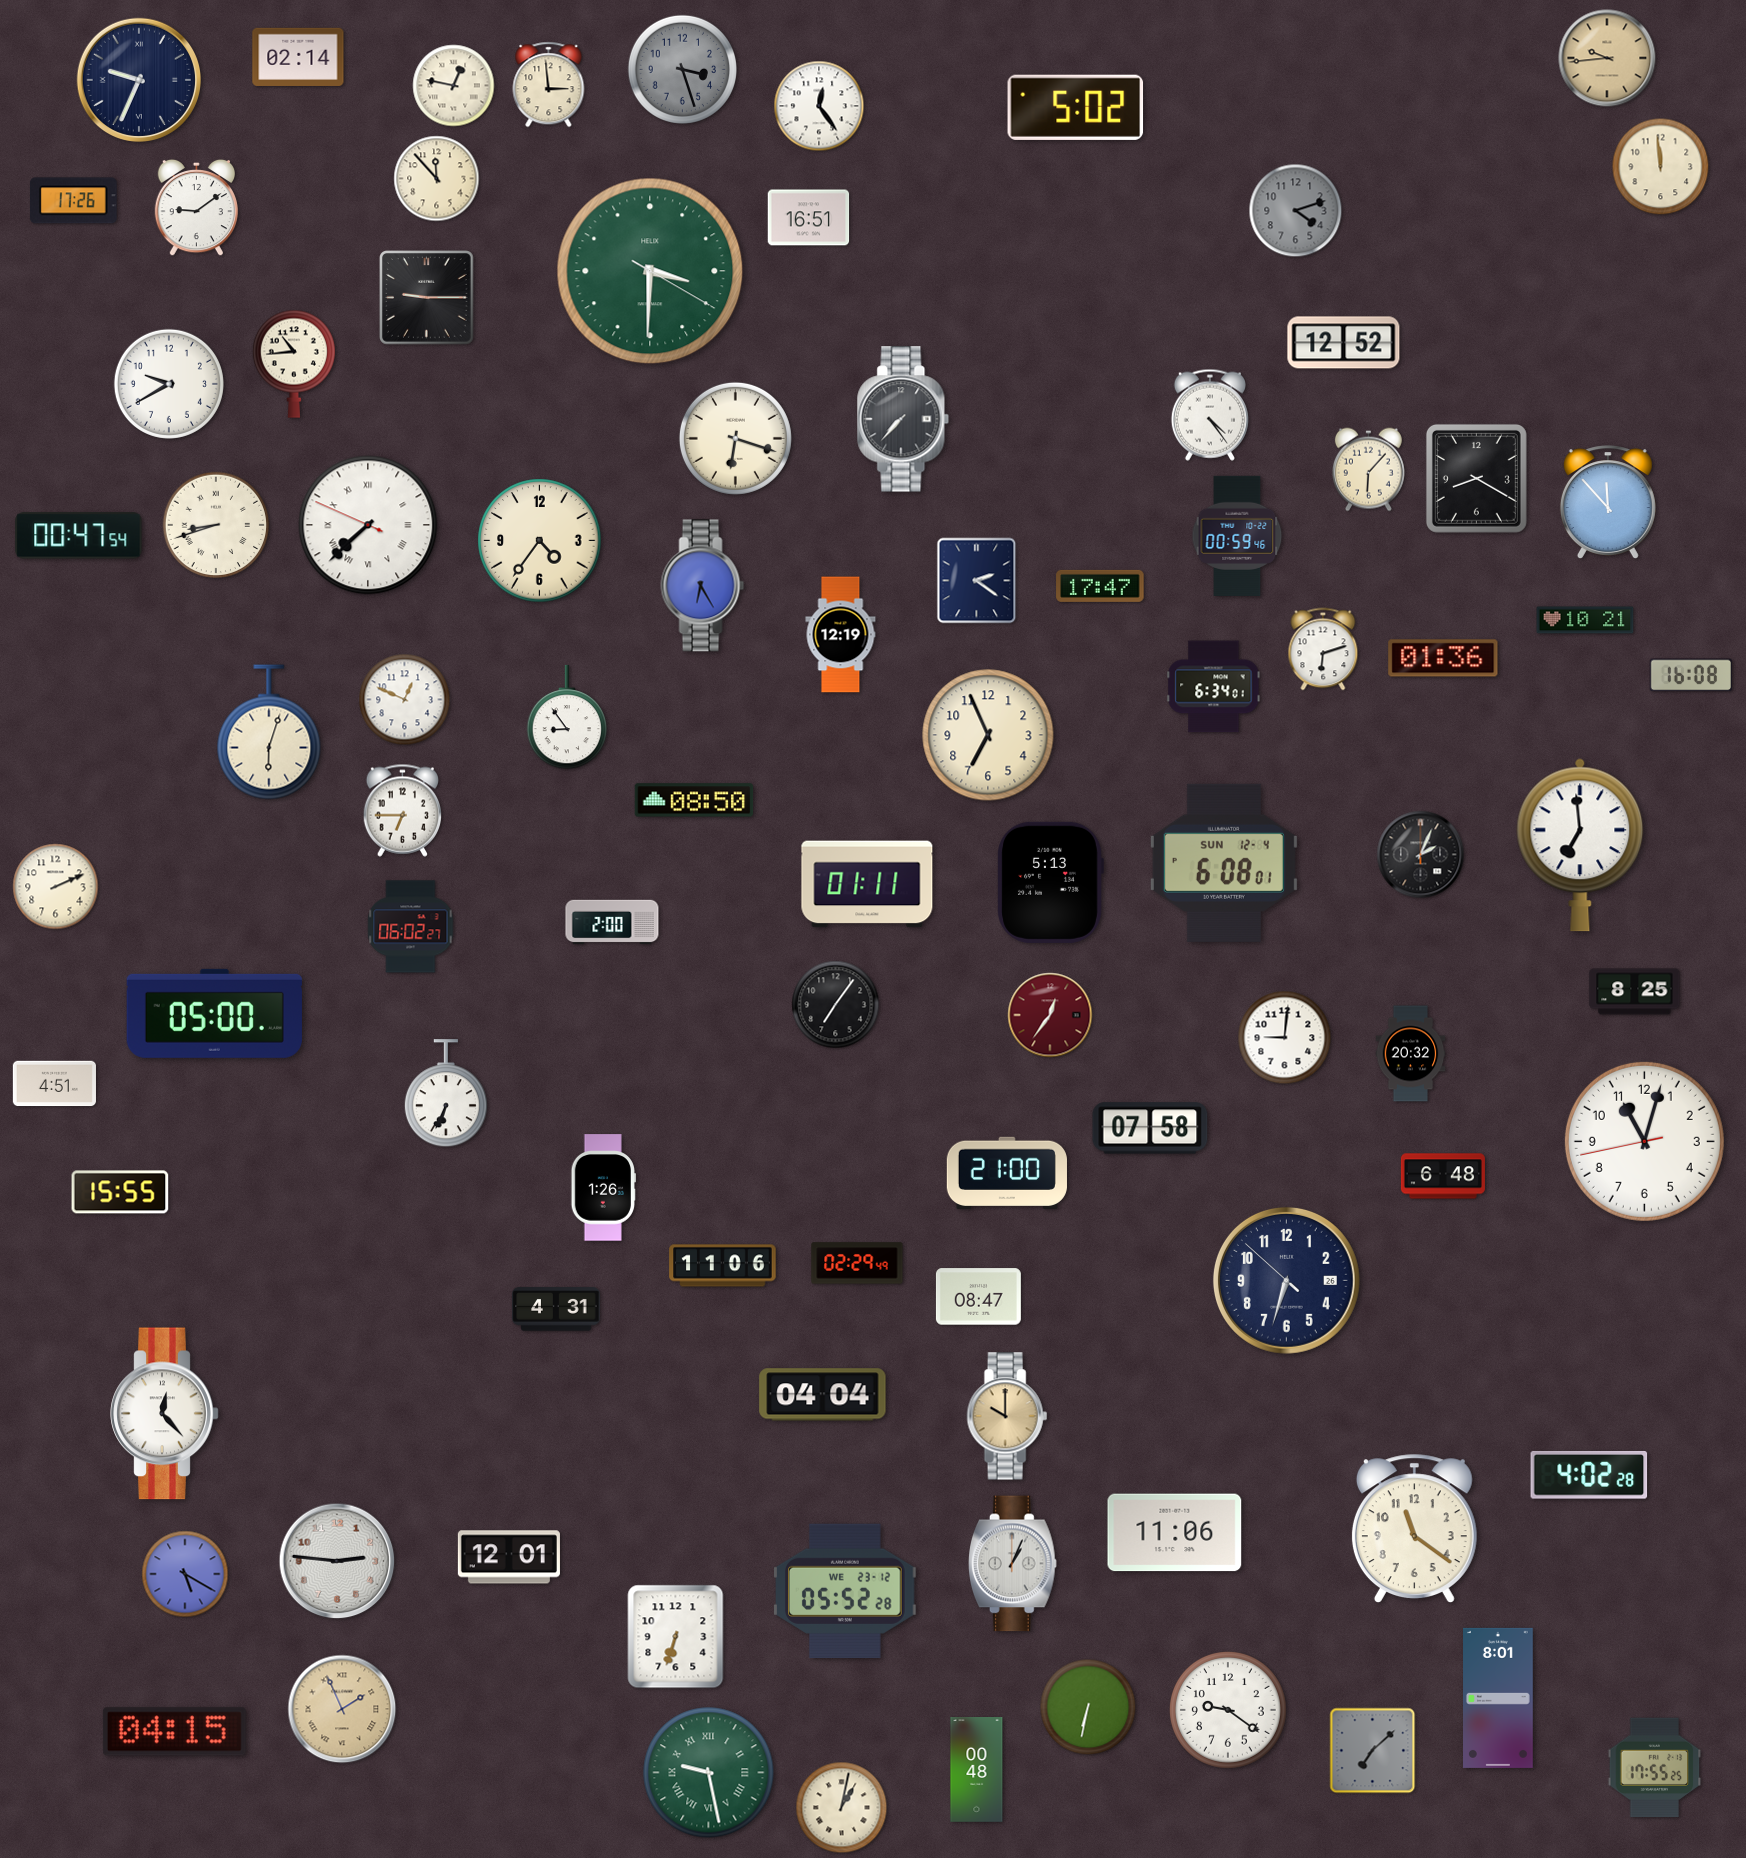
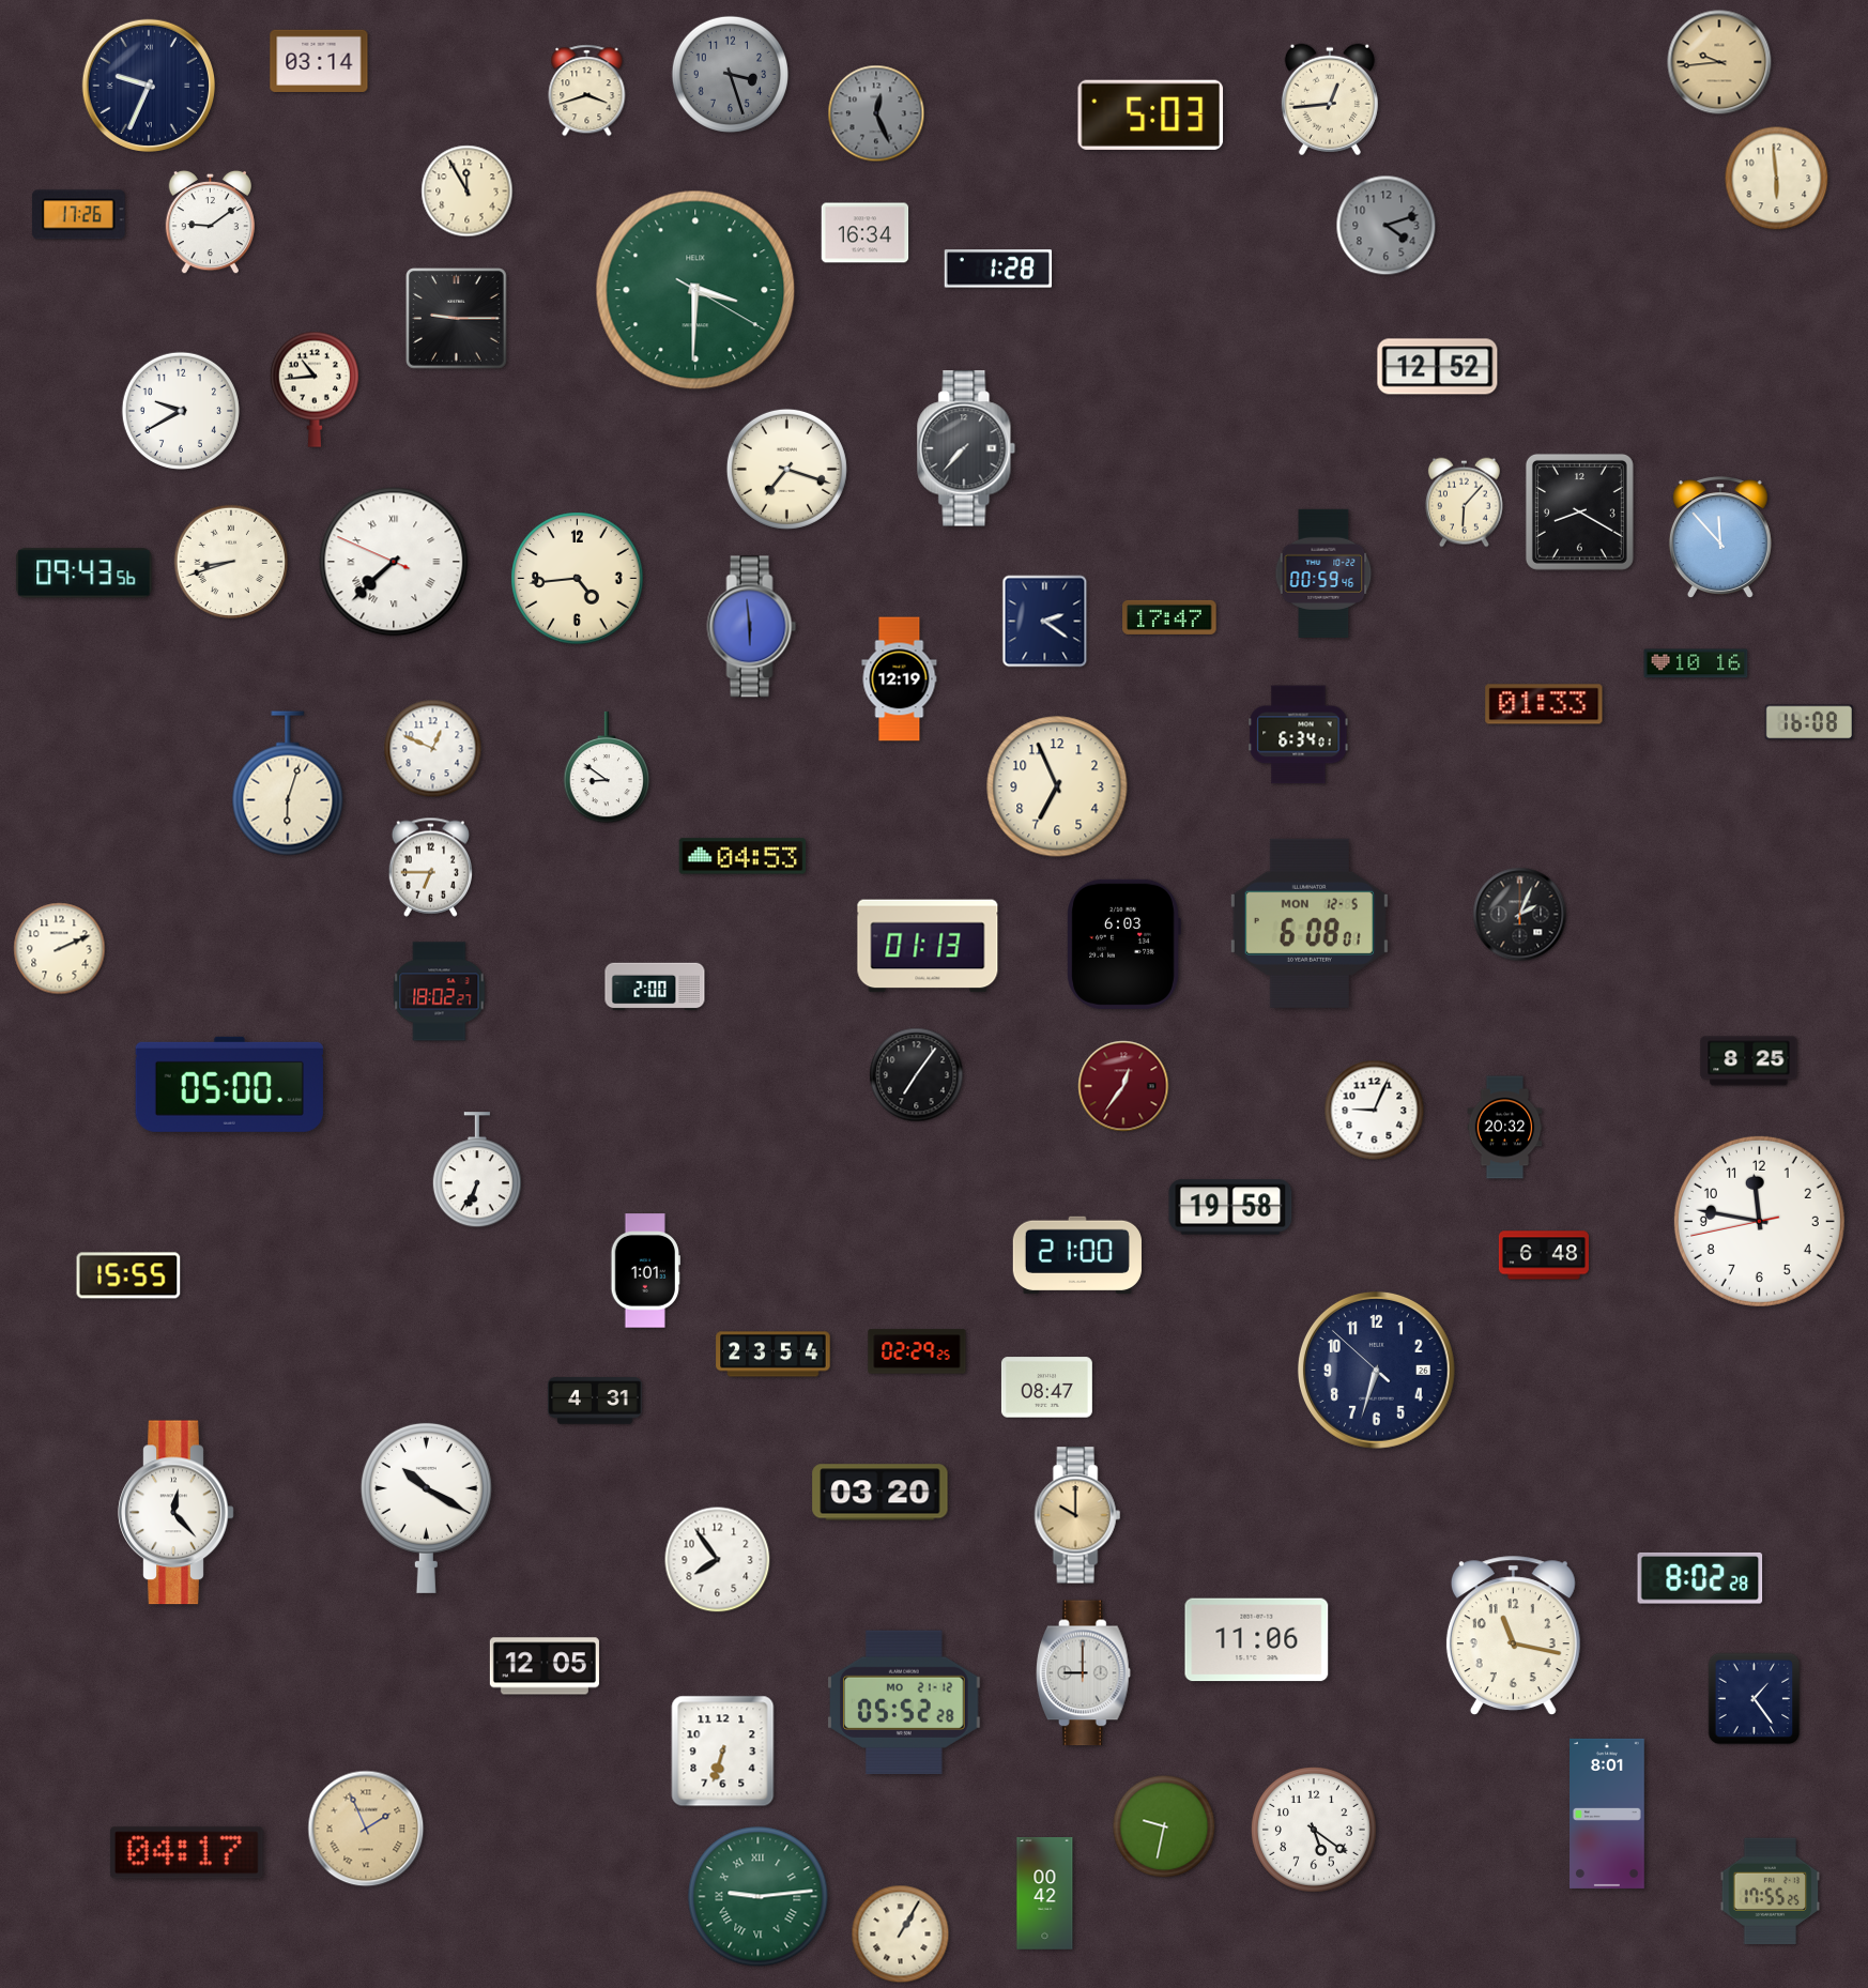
clock at (298, 57): 02:14 -> 03:14
clock at (549, 85): 2:59 -> 3:42
clock at (454, 86): 12:47 -> none
clock at (1330, 100): none -> 12:44
clock at (819, 106): 12:24 -> 12:26
clock at (819, 106) dial: white -> grey
clock at (1076, 107): 5:02 -> 5:03
clock at (1661, 167): 11:59 -> 5:59
clock at (437, 179): 11:53 -> 11:55
clock at (809, 218): 16:51 -> 16:34
clock at (998, 269): none -> 1:28
clock at (1210, 415): 4:24 -> none
clock at (735, 438): 6:18 -> 7:18
clock at (79, 536): 00:47 -> 09:43
clock at (540, 541): 4:36 -> 4:44
clock at (703, 586): 6:25 -> 5:59
clock at (1100, 586) position: (1100, 586) -> (1169, 617)
clock at (1585, 620): 10:21 -> 10:16
clock at (1323, 649): 6:12 -> none
clock at (1443, 658): 01:36 -> 01:33
clock at (567, 717): 8:54 -> 8:51
clock at (694, 800): 08:50 -> 04:53
clock at (1580, 845): 6:59 -> none
clock at (1224, 863) date: SUN 12-4 -> MON 12-5
clock at (1050, 882): 5:13 -> 6:03
clock at (867, 884): 01:11 -> 01:13
clock at (411, 927): 06:02 -> 18:02
clock at (836, 1005) position: (836, 1005) -> (917, 1075)
clock at (1285, 1038): 9:01 -> 9:04
clock at (1411, 1054) position: (1411, 1054) -> (1505, 1128)
clock at (54, 1084): 4:51 -> none
clock at (1150, 1128): 07:58 -> 19:58
clock at (1644, 1141): 11:02 -> 11:46
clock at (1443, 1176) position: (1443, 1176) -> (1544, 1255)
clock at (603, 1188): 1:26 -> 1:01
clock at (857, 1263): 02:29:49 -> 02:29:25
clock at (723, 1266): 11:06 -> 23:54
clock at (823, 1395): 04:04 -> 03:20
clock at (426, 1508): none -> 10:20
clock at (718, 1560): none -> 7:54
clock at (1589, 1475): 4:02 -> 8:02
clock at (1414, 1528): 11:21 -> 11:17
clock at (509, 1557): 12:01 -> 12:05
clock at (337, 1561): 2:46 -> none
clock at (1013, 1564): 1:04 -> 9:00
clock at (185, 1574): 5:20 -> none
clock at (1755, 1699): none -> 1:24
clock at (846, 1591) date: WE 23-12 -> MO 21-12
clock at (1499, 1698) position: (1499, 1698) -> (1608, 1814)
clock at (1088, 1707): 6:32 -> 9:32
clock at (1228, 1710): 9:21 -> 5:21
clock at (174, 1732): 04:15 -> 04:17
clock at (1373, 1751): 7:08 -> none
clock at (977, 1770): 00:48 -> 00:42
clock at (709, 1773): 9:28 -> 9:14
clock at (842, 1808): 1:02 -> 1:05
